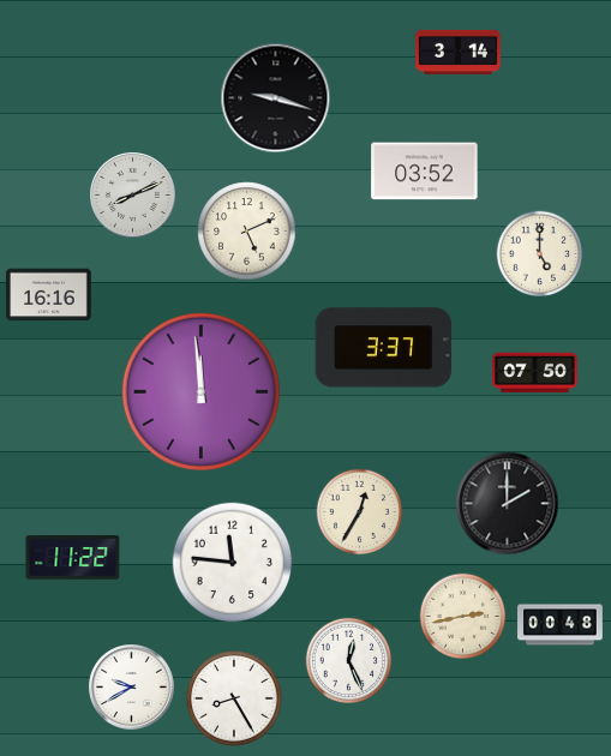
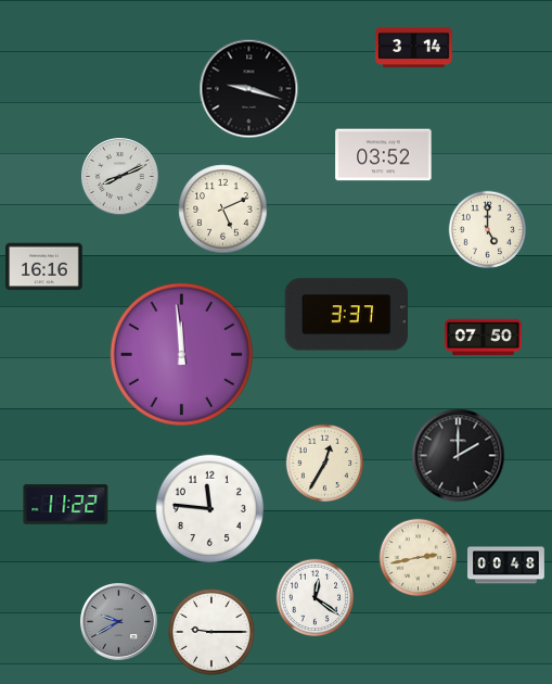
clock at (349, 661): 12:26 -> 12:21
clock at (132, 688) dial: white -> grey
clock at (234, 698): 8:25 -> 9:15
